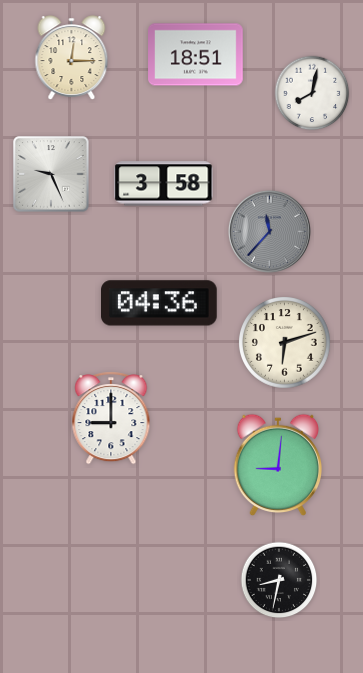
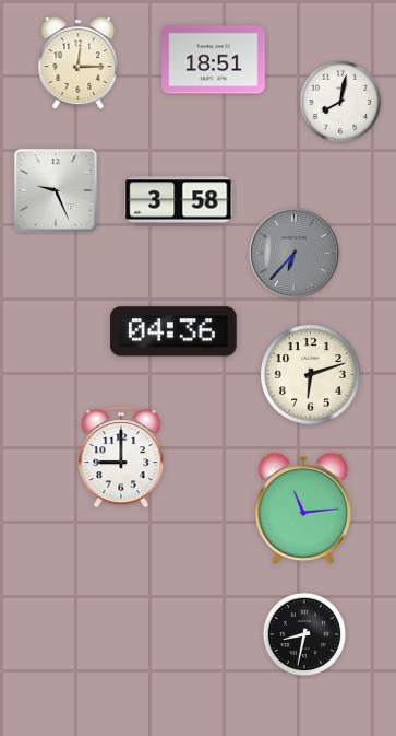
clock at (269, 231): 11:37 -> 6:37
clock at (277, 465): 9:01 -> 11:14
